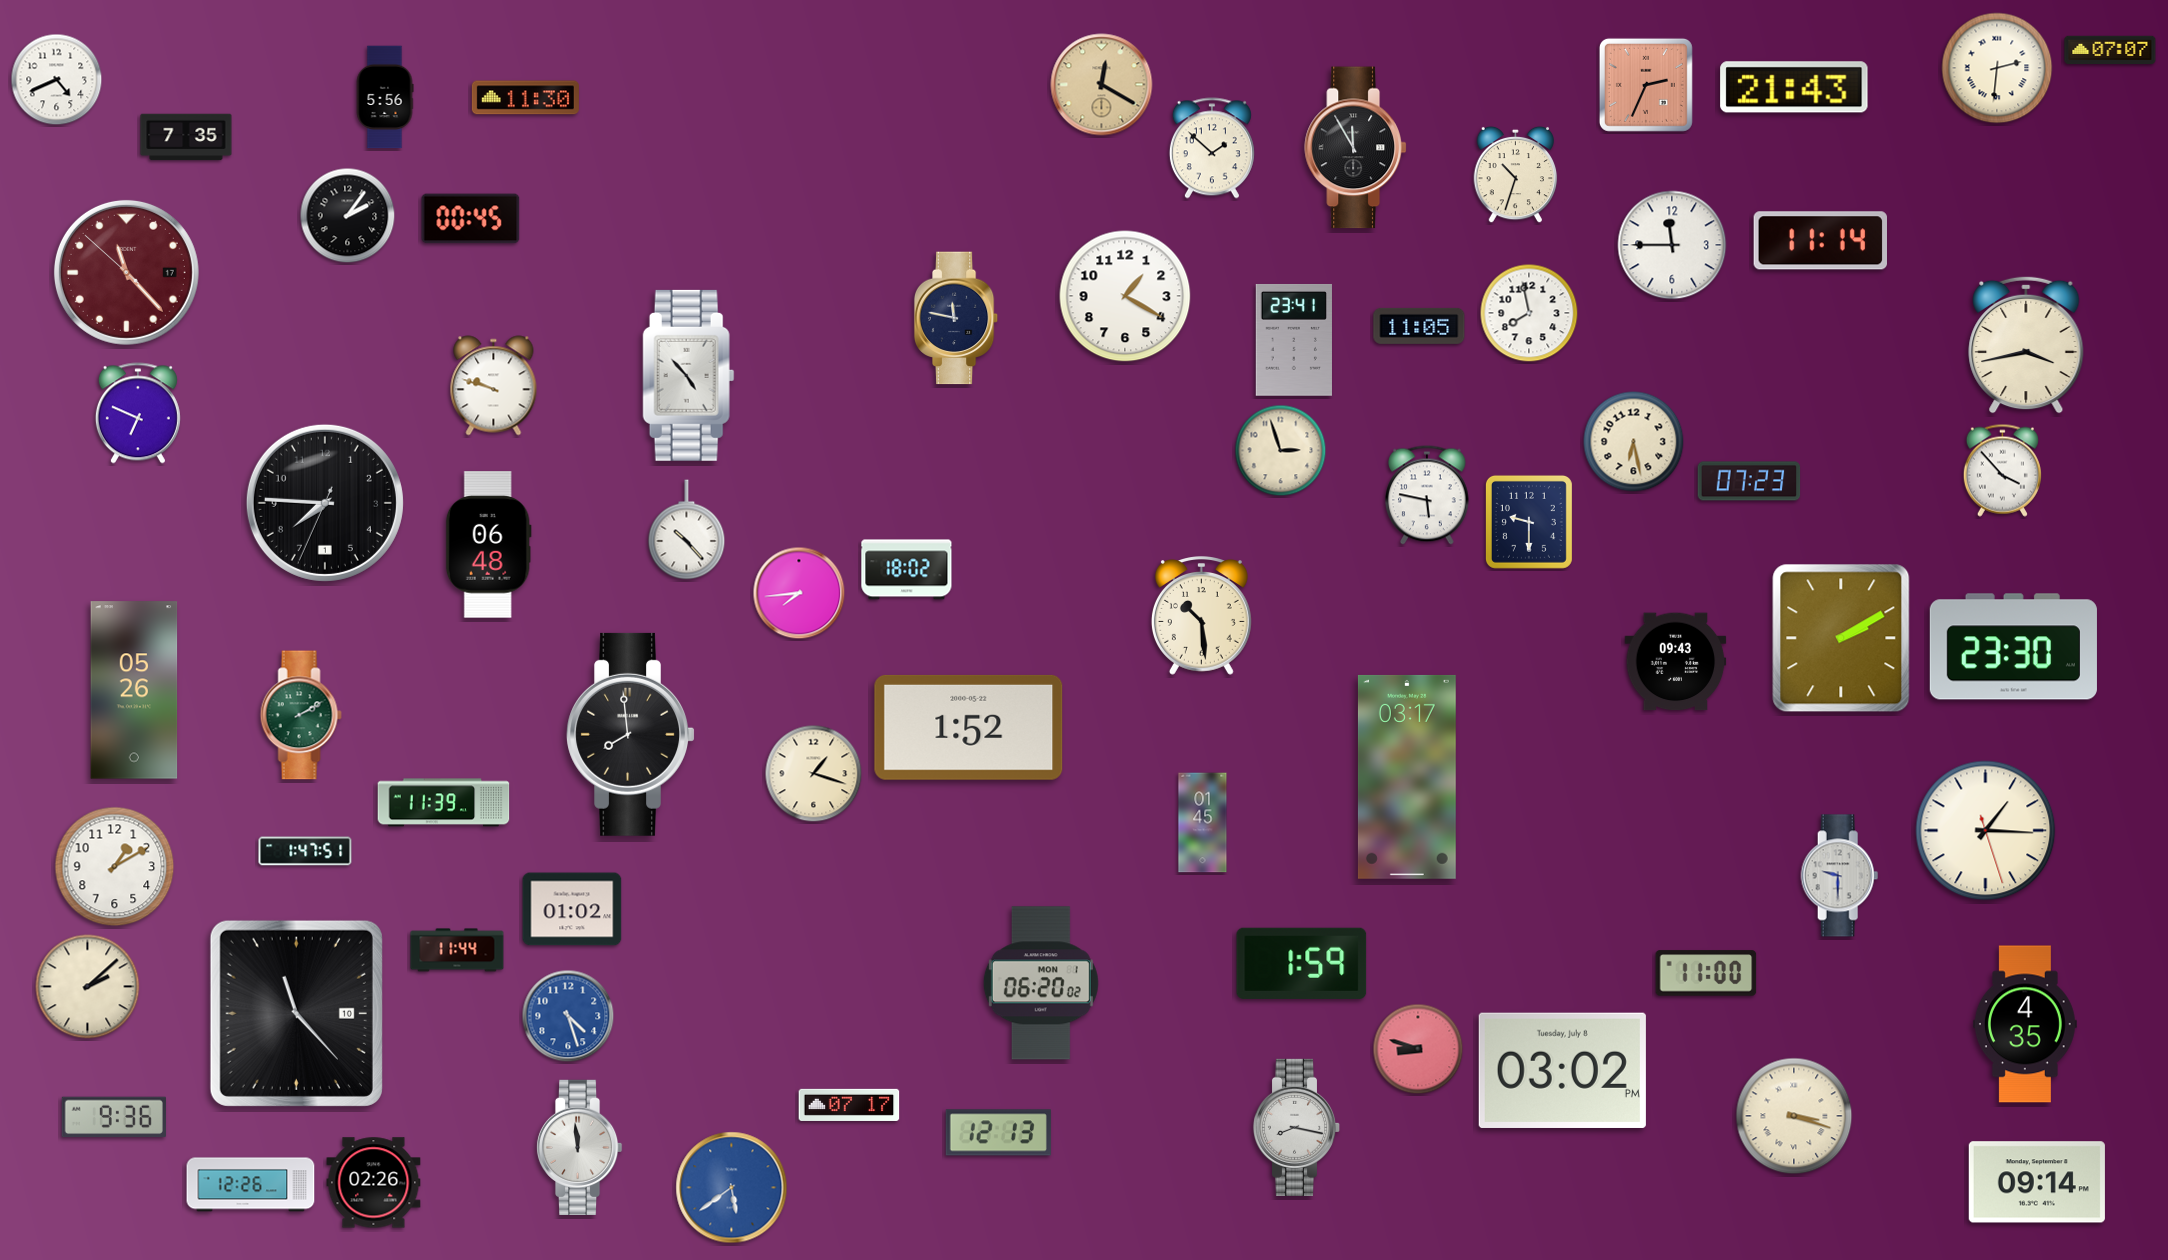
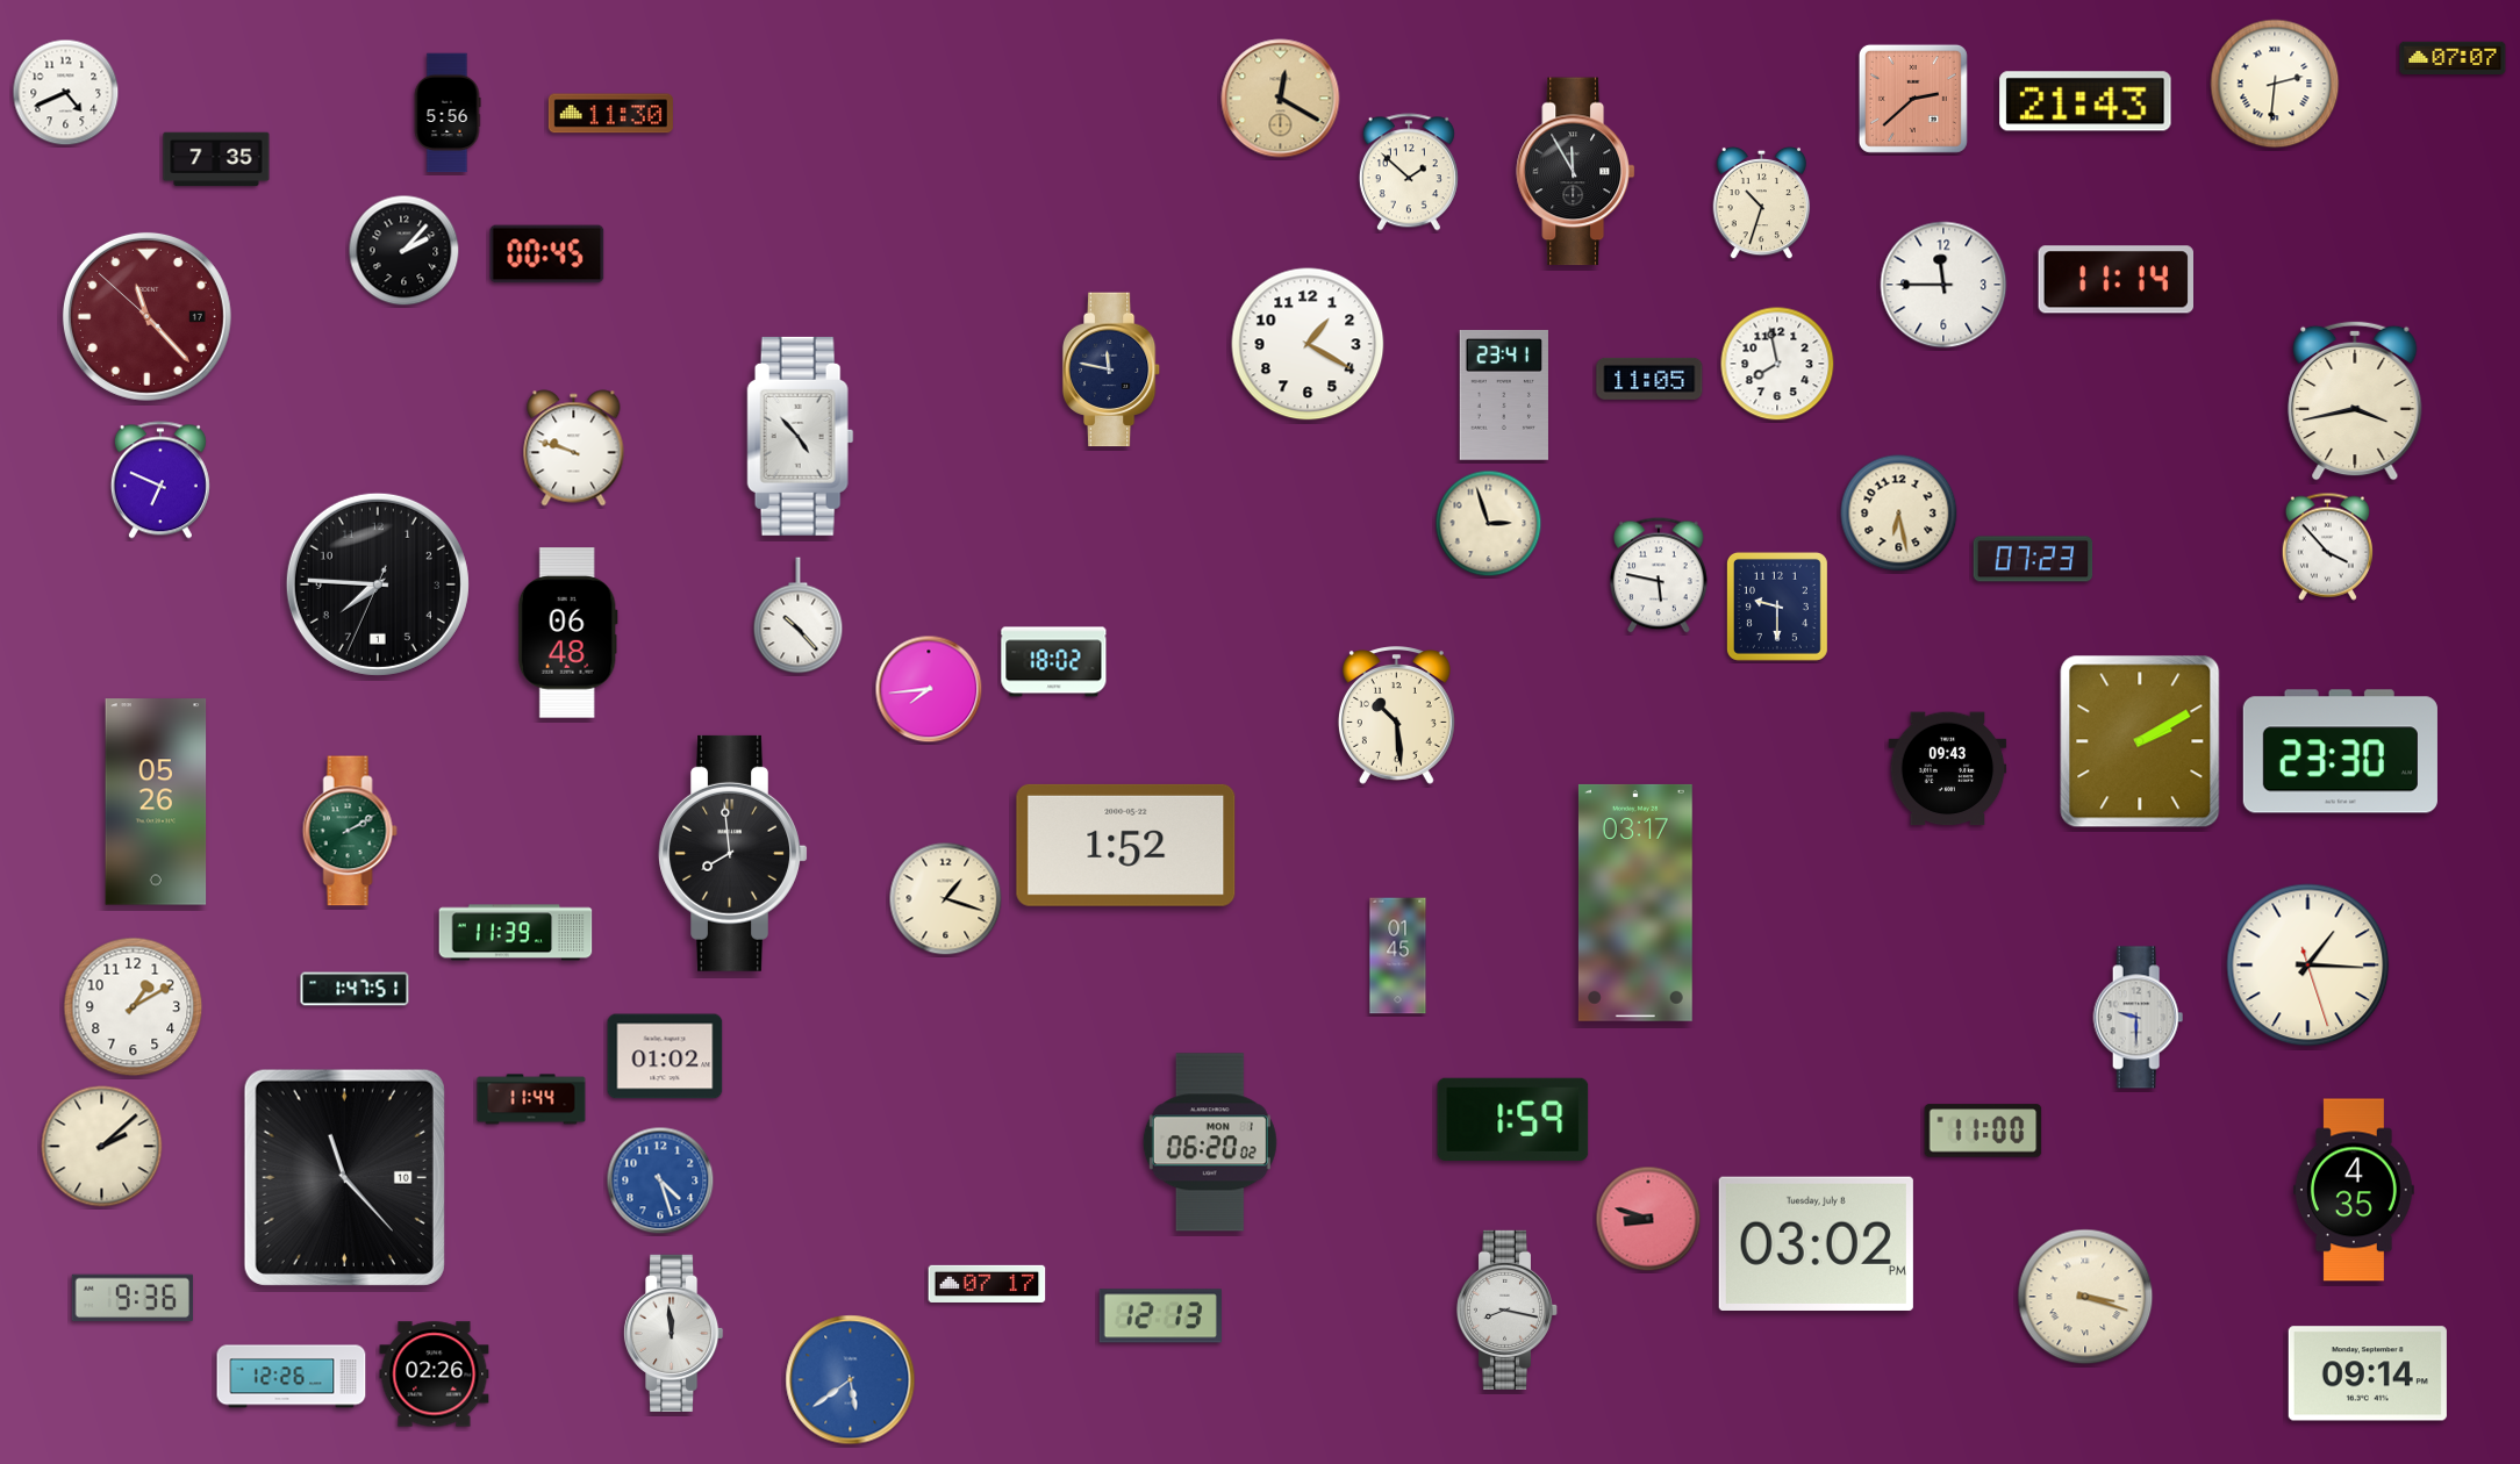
clock at (1997, 68) position: (1997, 68) -> (2275, 84)
clock at (1646, 85): 2:34 -> 2:38
clock at (348, 216): 2:06 -> 2:07
clock at (457, 950) position: (457, 950) -> (531, 1099)
